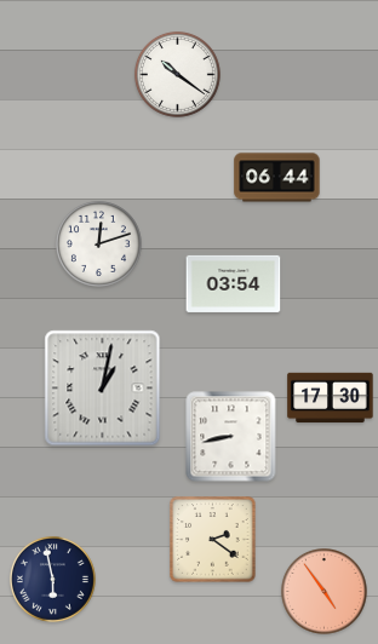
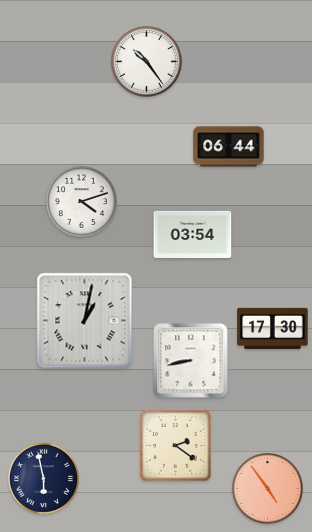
clock at (177, 74): 10:21 -> 10:24
clock at (98, 243): 12:12 -> 4:12
